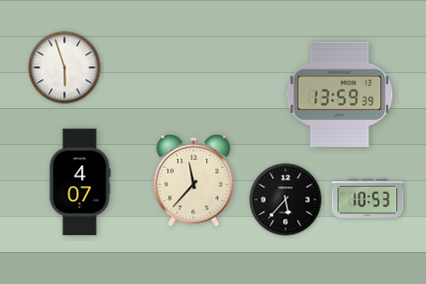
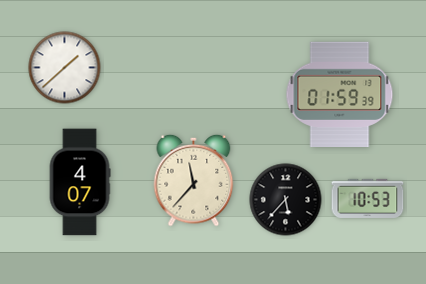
clock at (65, 68): 5:57 -> 1:38
clock at (340, 94): 13:59 -> 01:59
